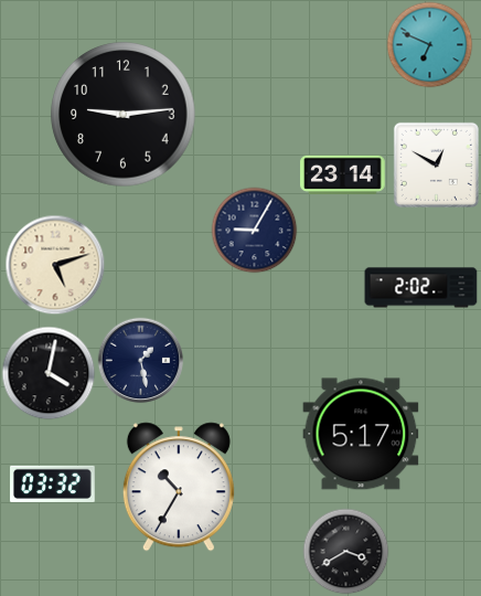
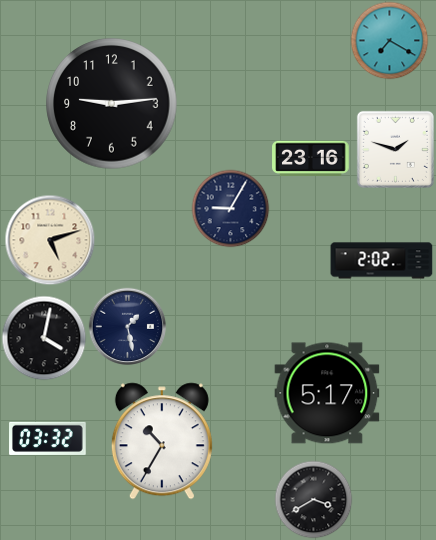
clock at (429, 44): 6:49 -> 7:20
clock at (436, 164): 12:50 -> 1:48
clock at (343, 174): 23:14 -> 23:16
